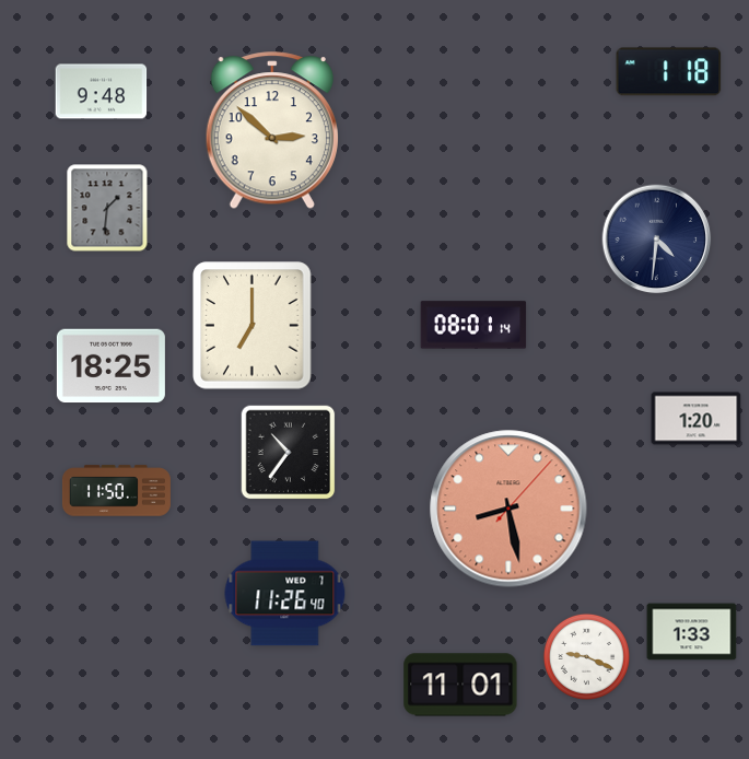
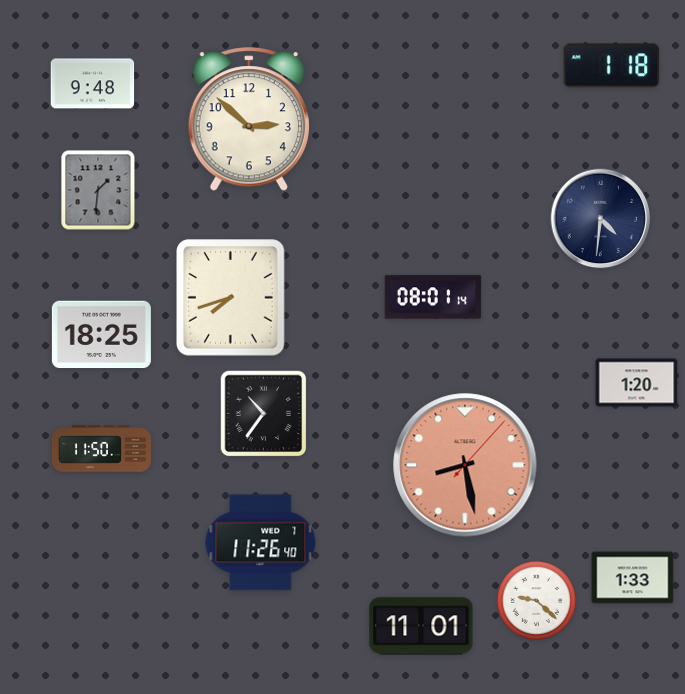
clock at (253, 326): 7:00 -> 7:42
clock at (116, 491) position: (116, 491) -> (101, 449)
clock at (586, 656): 9:19 -> 9:22
